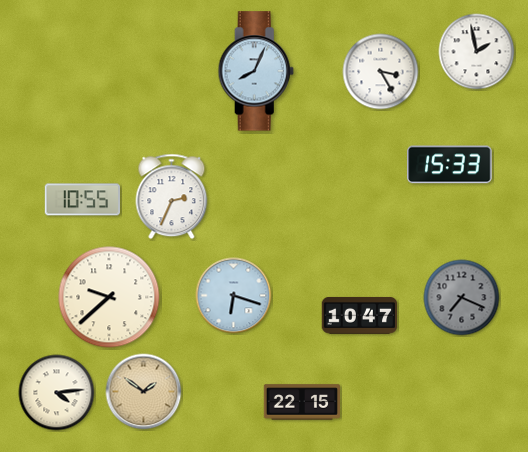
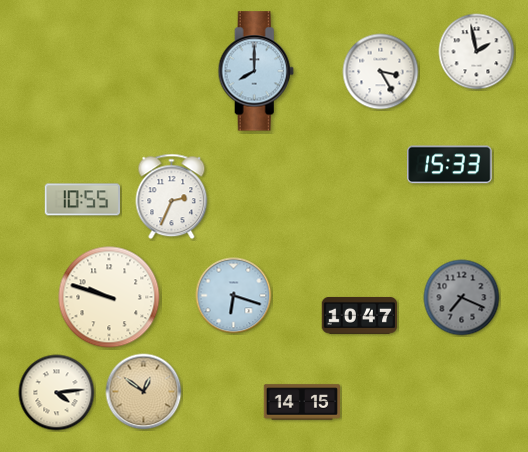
clock at (256, 71): 8:04 -> 8:00
clock at (109, 297): 9:38 -> 9:48
clock at (144, 392): 1:51 -> 12:51
clock at (301, 402): 22:15 -> 14:15
